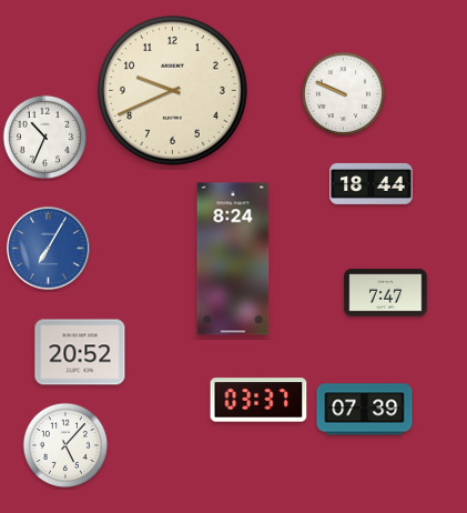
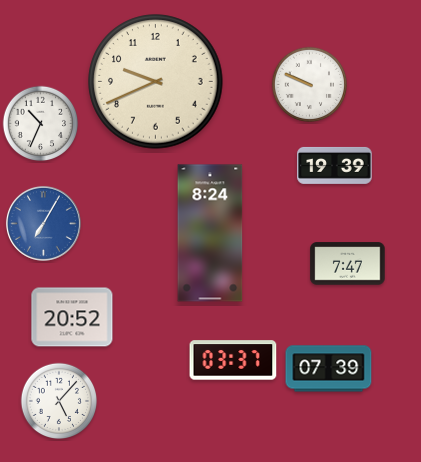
clock at (372, 183): 18:44 -> 19:39
